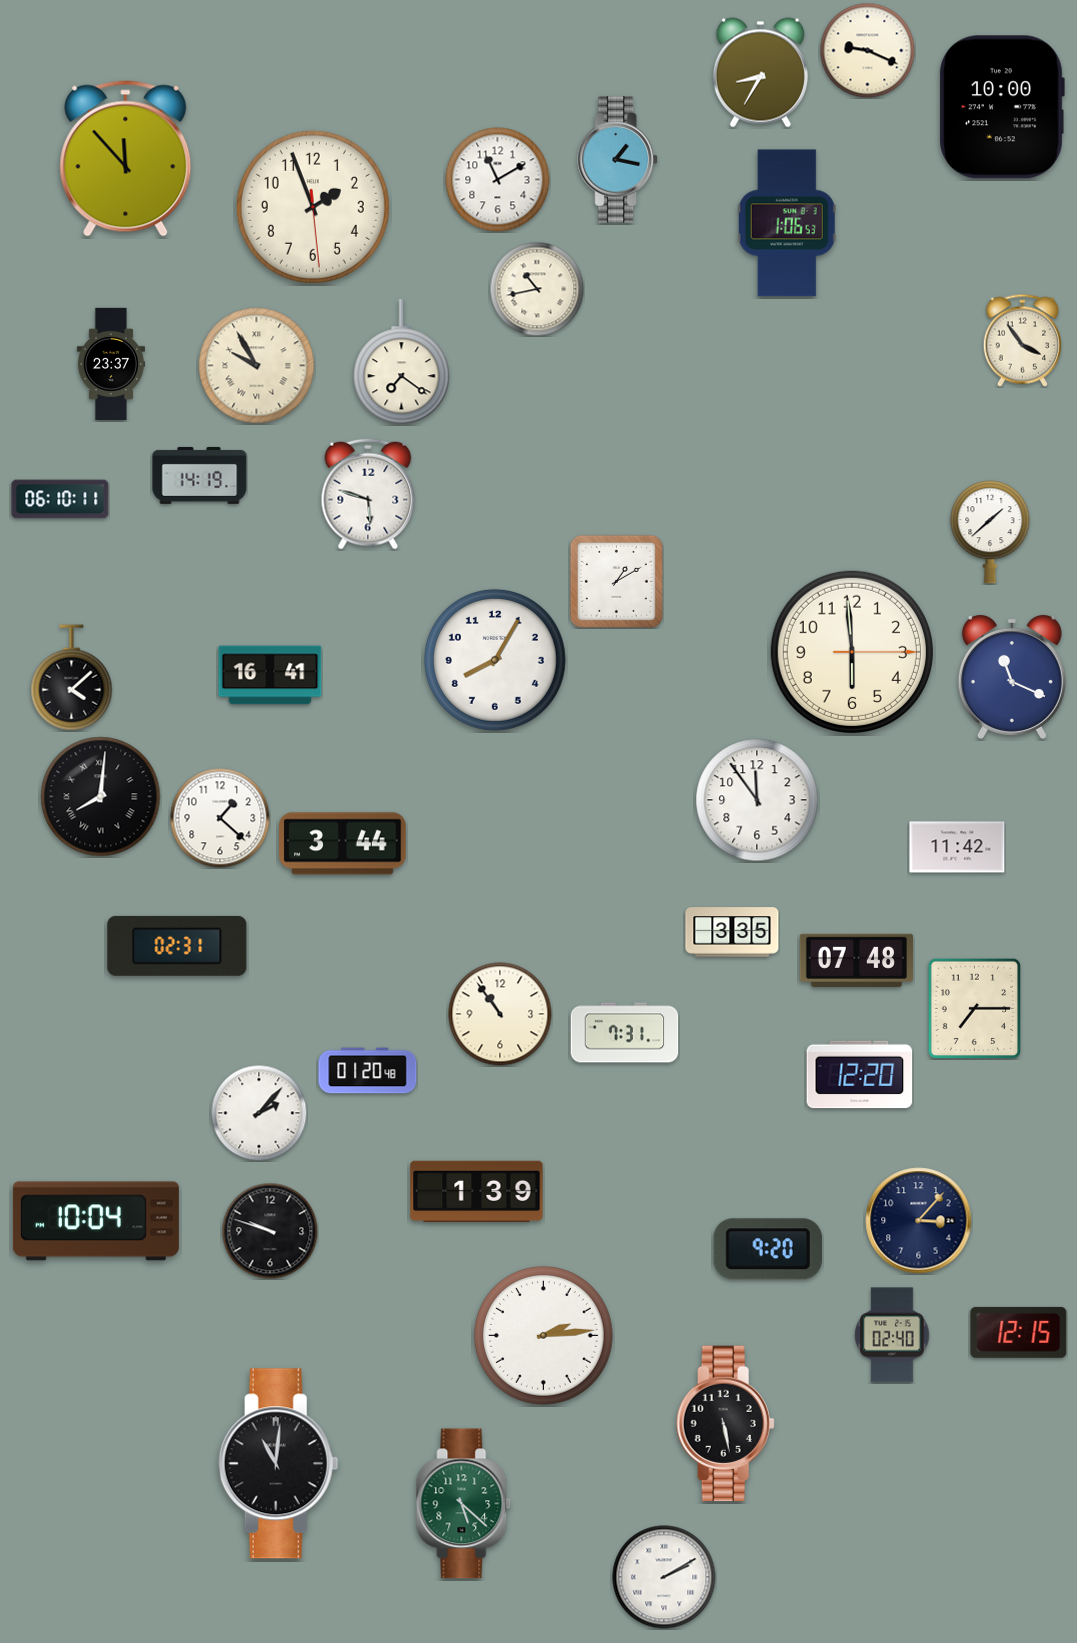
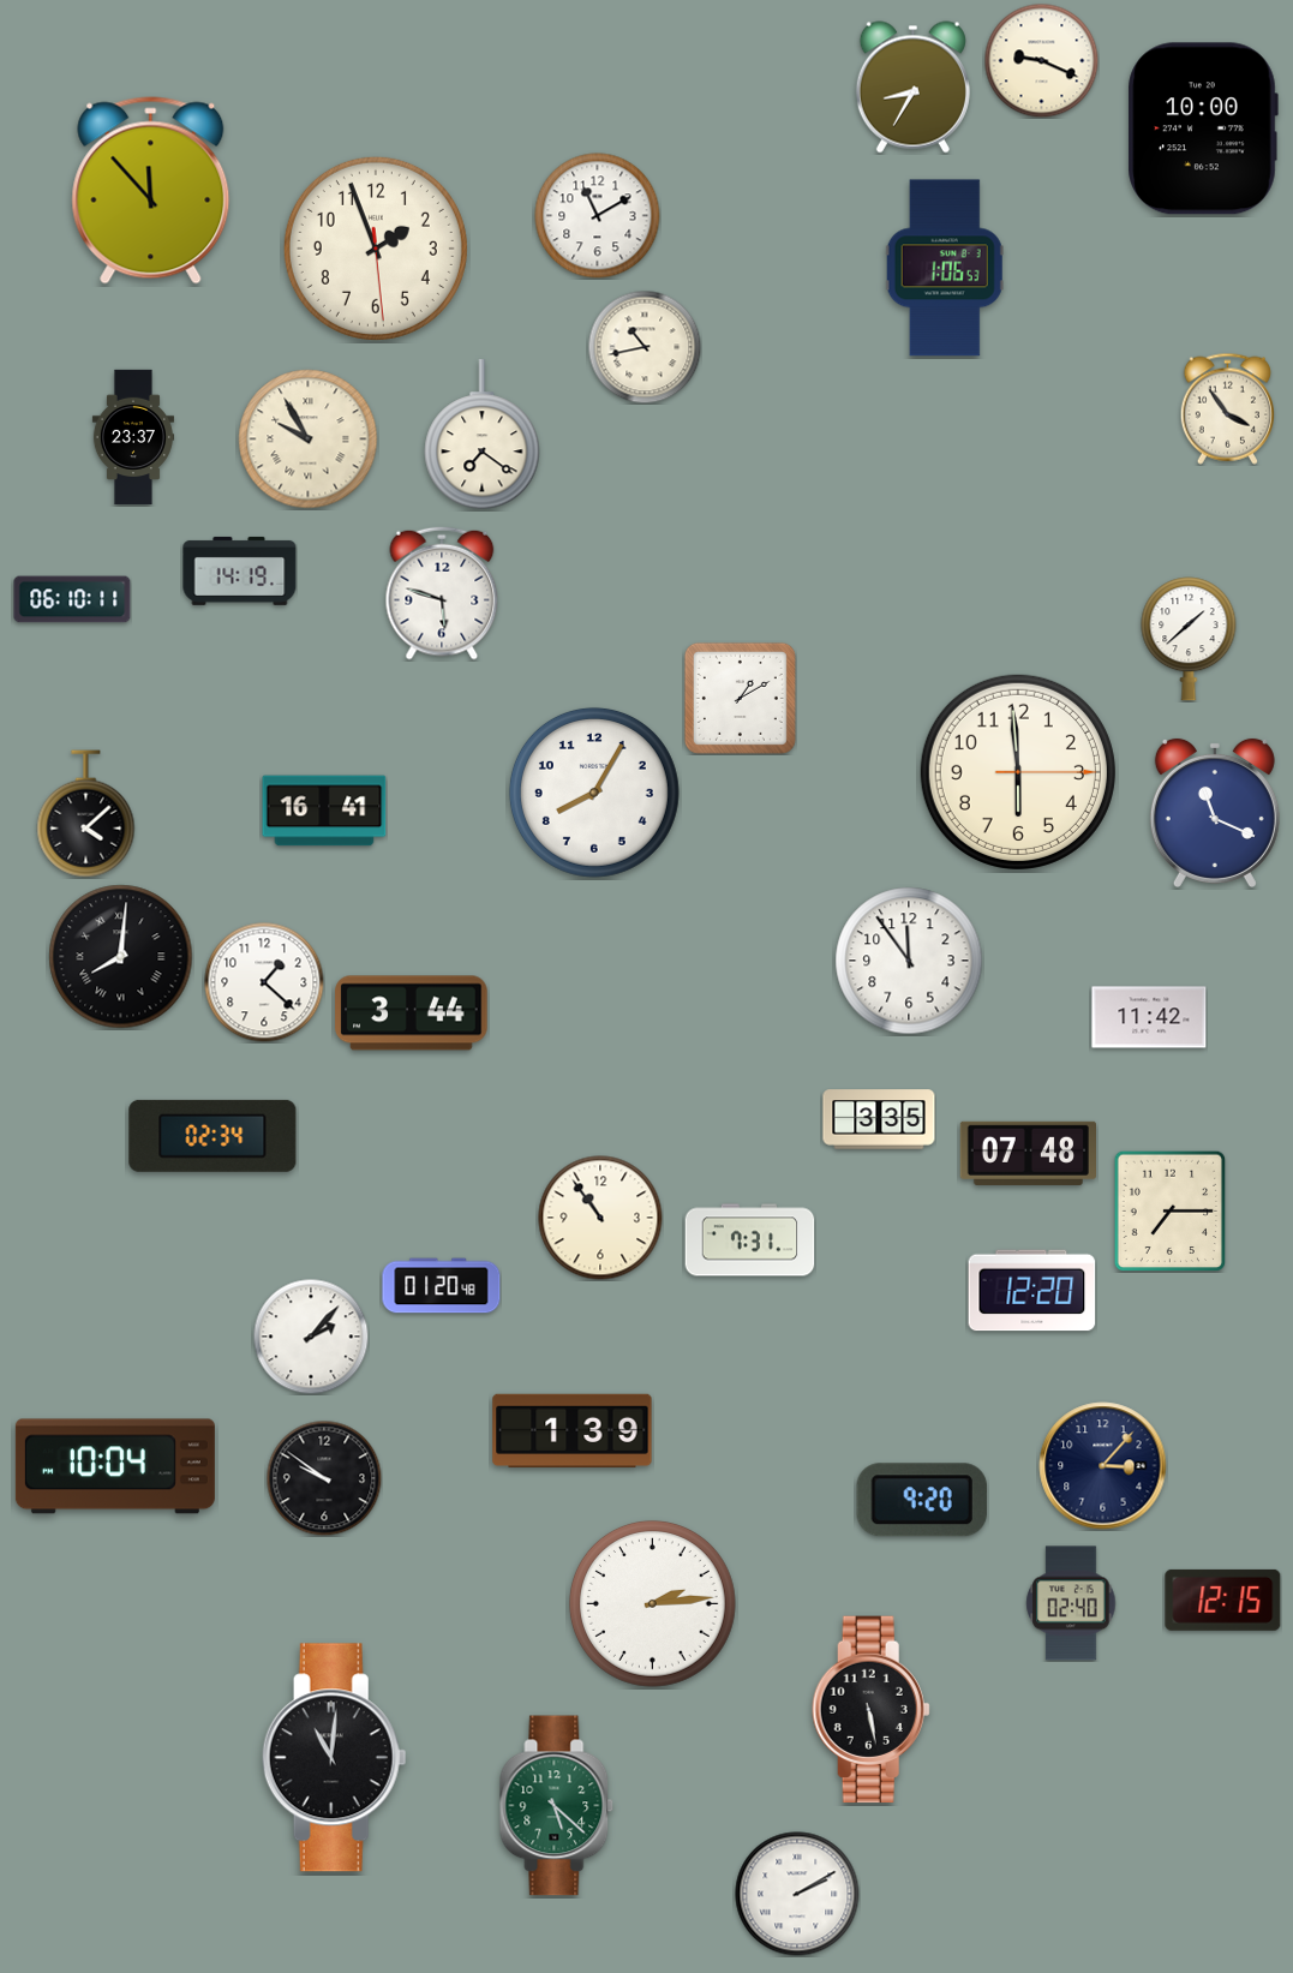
clock at (618, 160): 1:17 -> none
clock at (852, 652) position: (852, 652) -> (1018, 772)
clock at (177, 946): 02:31 -> 02:34
clock at (270, 1231): 9:48 -> 9:51
